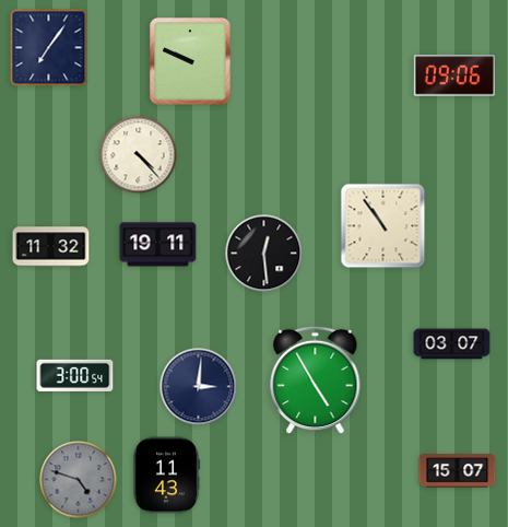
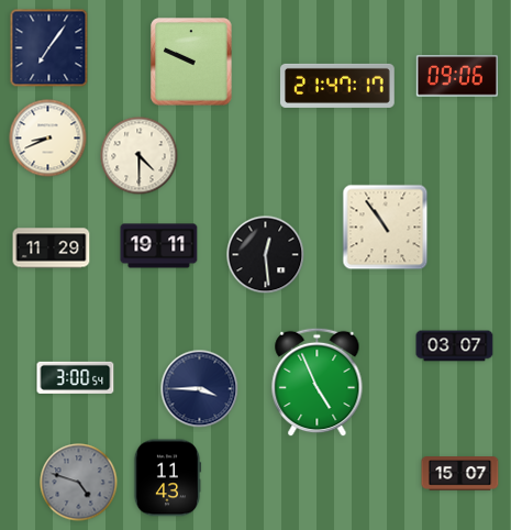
clock at (338, 86): none -> 21:47
clock at (48, 139): none -> 8:41
clock at (139, 155): 4:23 -> 4:30
clock at (51, 247): 11:32 -> 11:29
clock at (316, 380): 4:55 -> 4:56
clock at (199, 387): 3:01 -> 3:45
